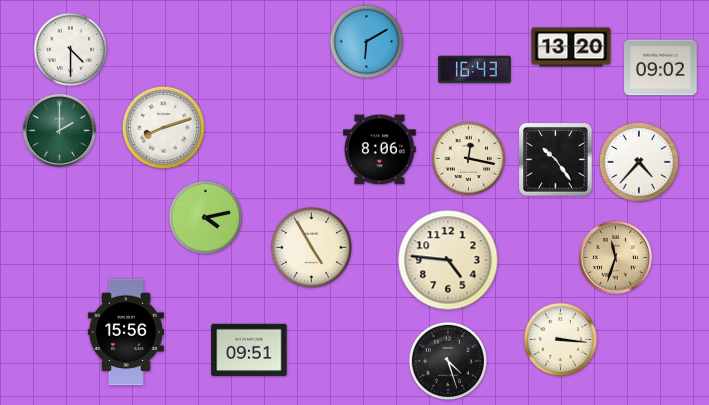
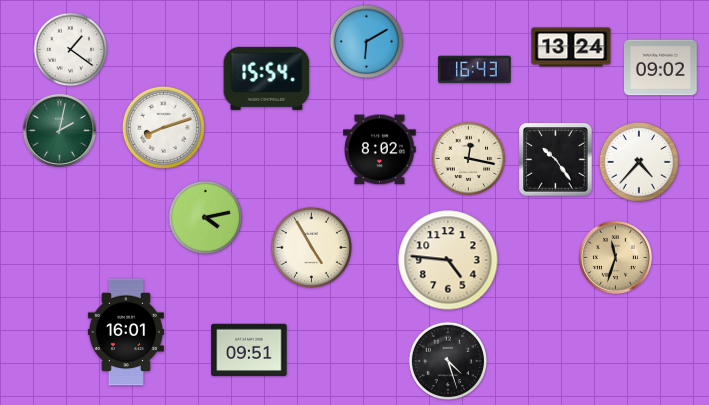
clock at (571, 47): 13:20 -> 13:24
clock at (71, 50): 4:30 -> 1:21
clock at (267, 78): none -> 15:54
clock at (59, 130): 2:00 -> 2:02
clock at (380, 150): 8:06 -> 8:02
clock at (126, 332): 15:56 -> 16:01
clock at (561, 340): 3:16 -> none
